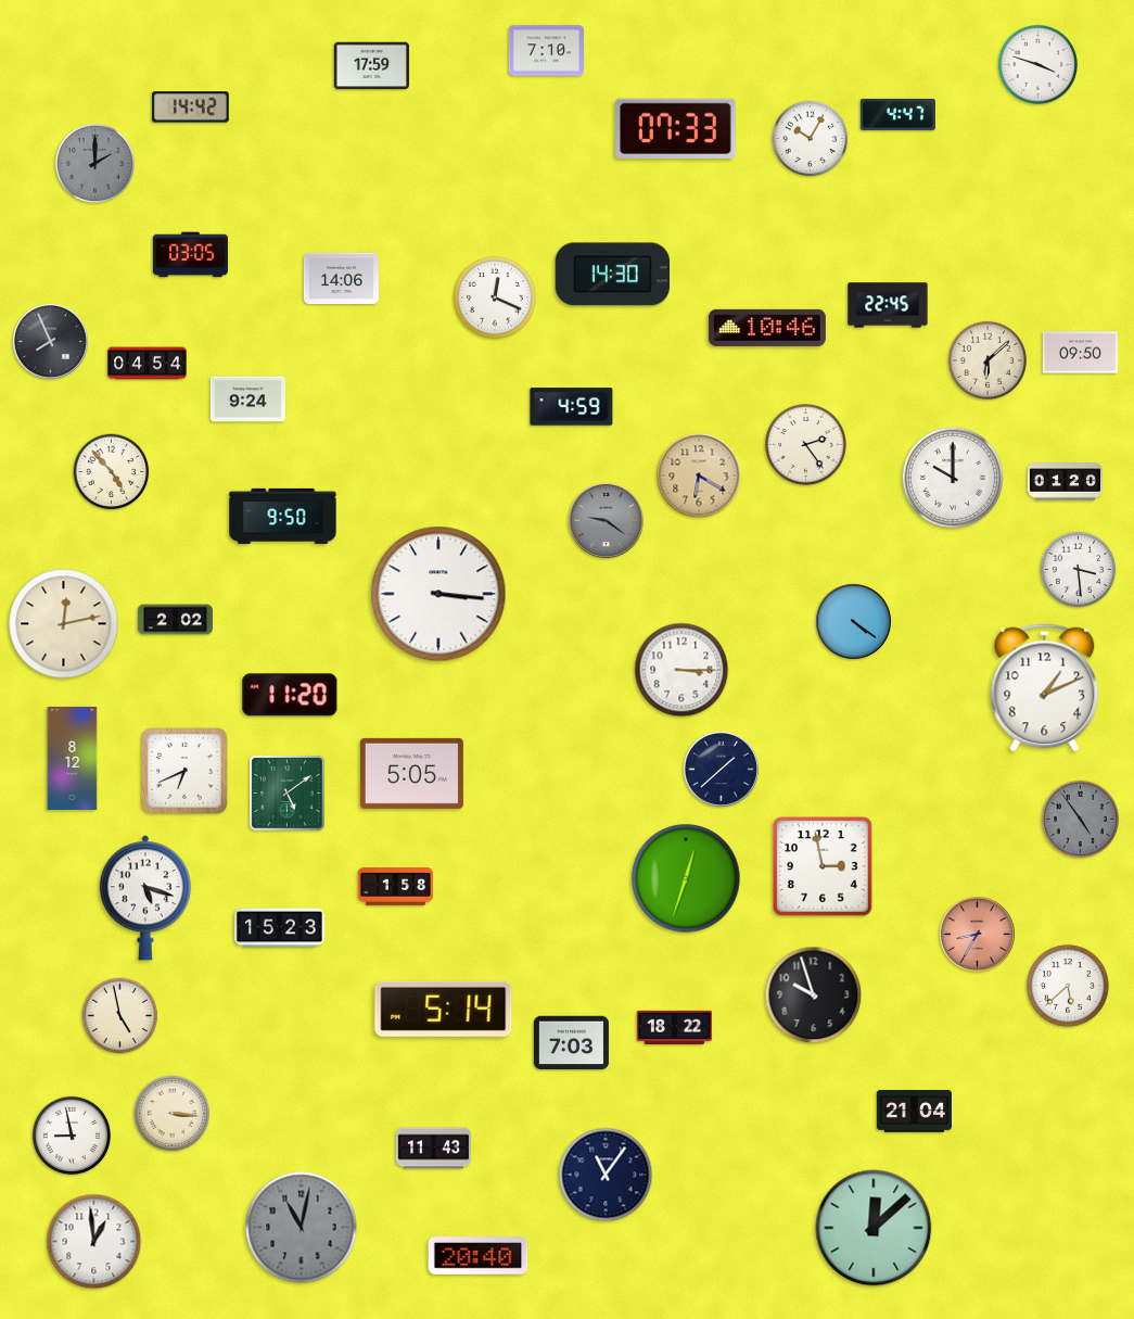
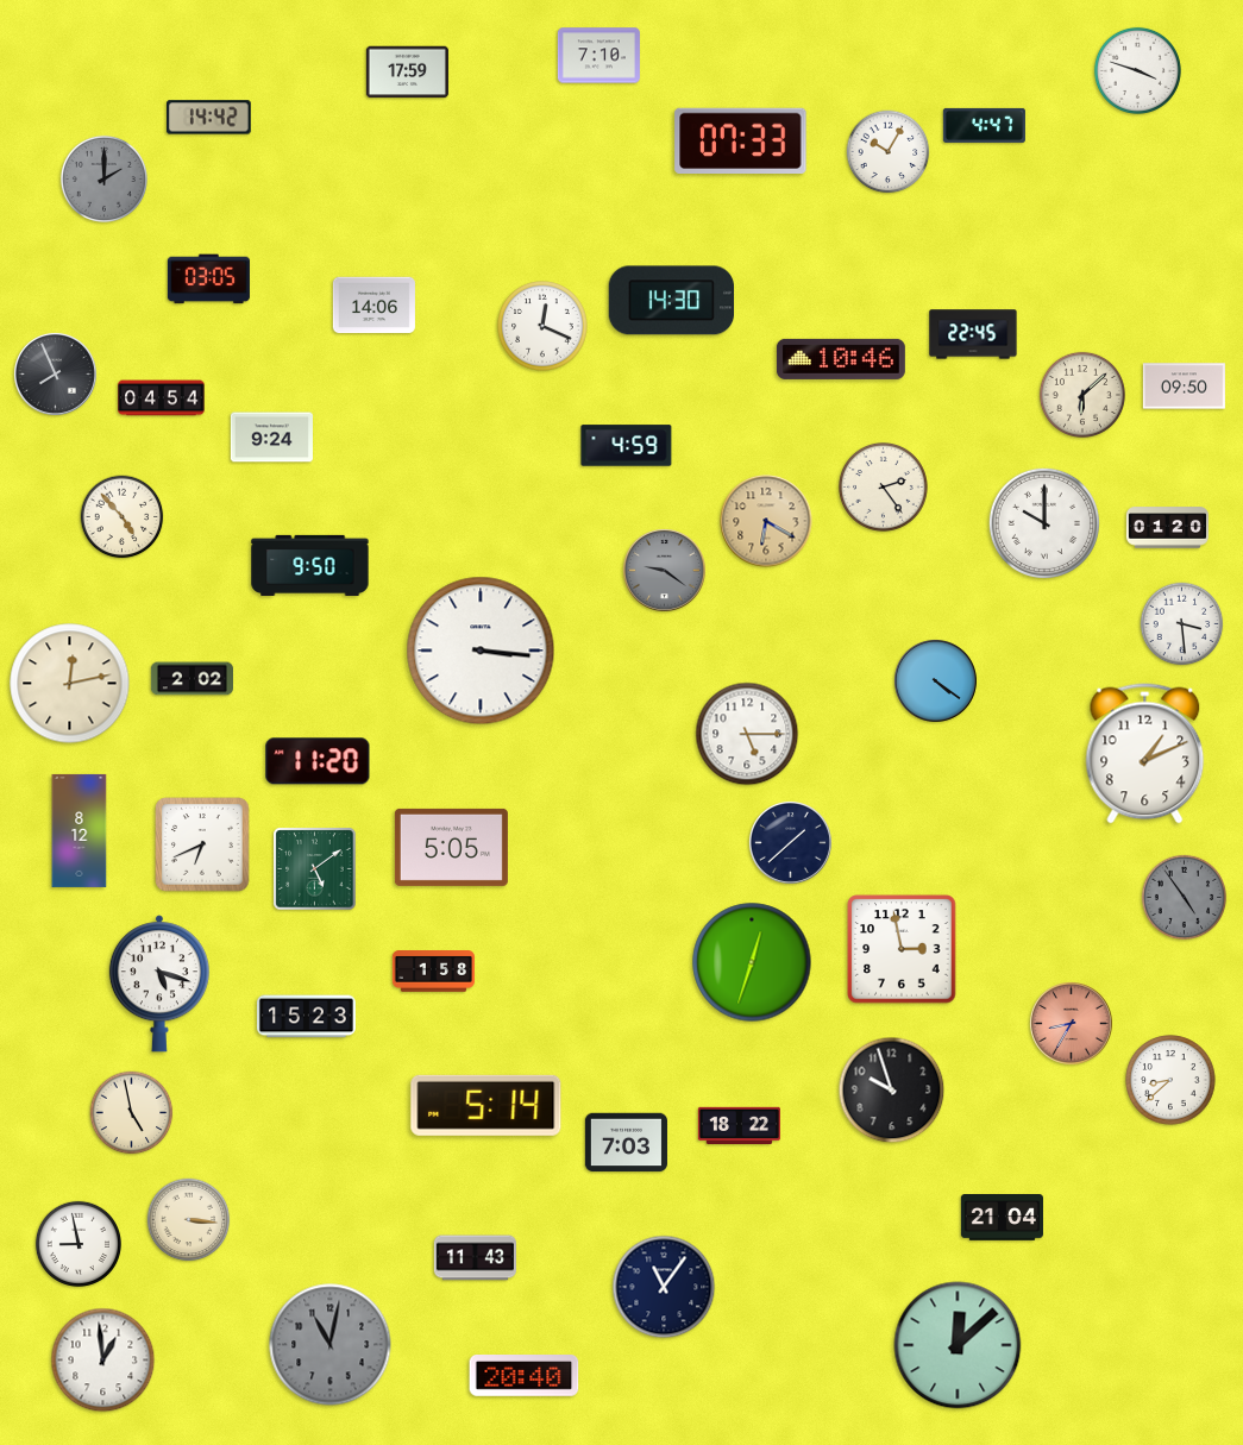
clock at (681, 670): 3:15 -> 5:15
clock at (1068, 986): 5:38 -> 8:38
